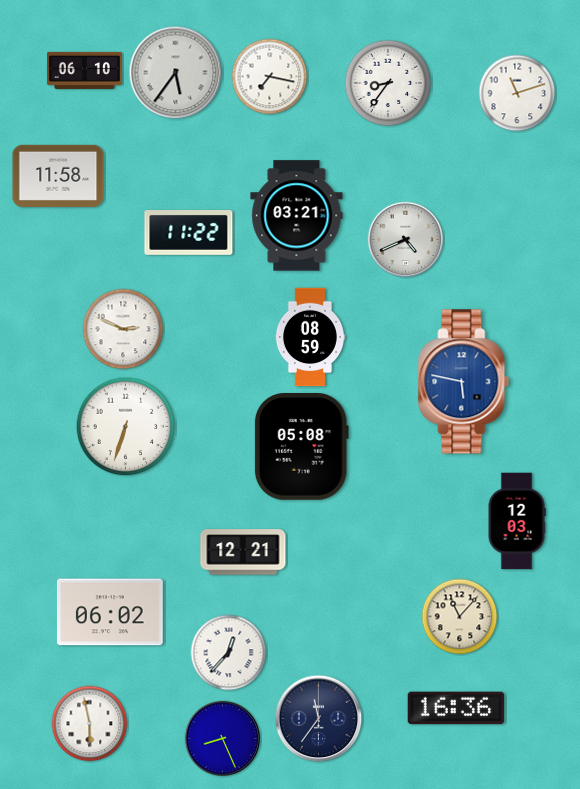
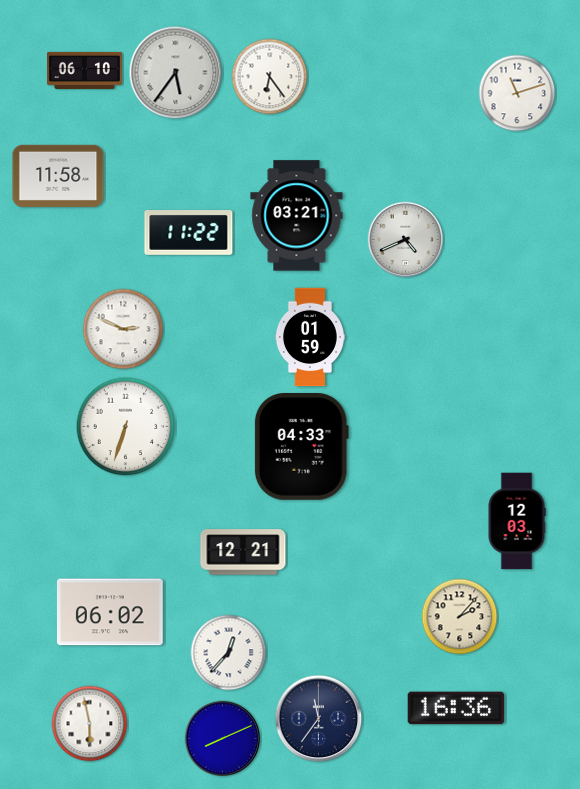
clock at (270, 77): 7:17 -> 6:24
clock at (388, 83): 8:36 -> none
clock at (310, 337): 08:59 -> 01:59
clock at (464, 382): 5:47 -> none
clock at (301, 447): 05:08 -> 04:33
clock at (460, 617): 11:07 -> 2:07
clock at (223, 739): 8:26 -> 8:11
